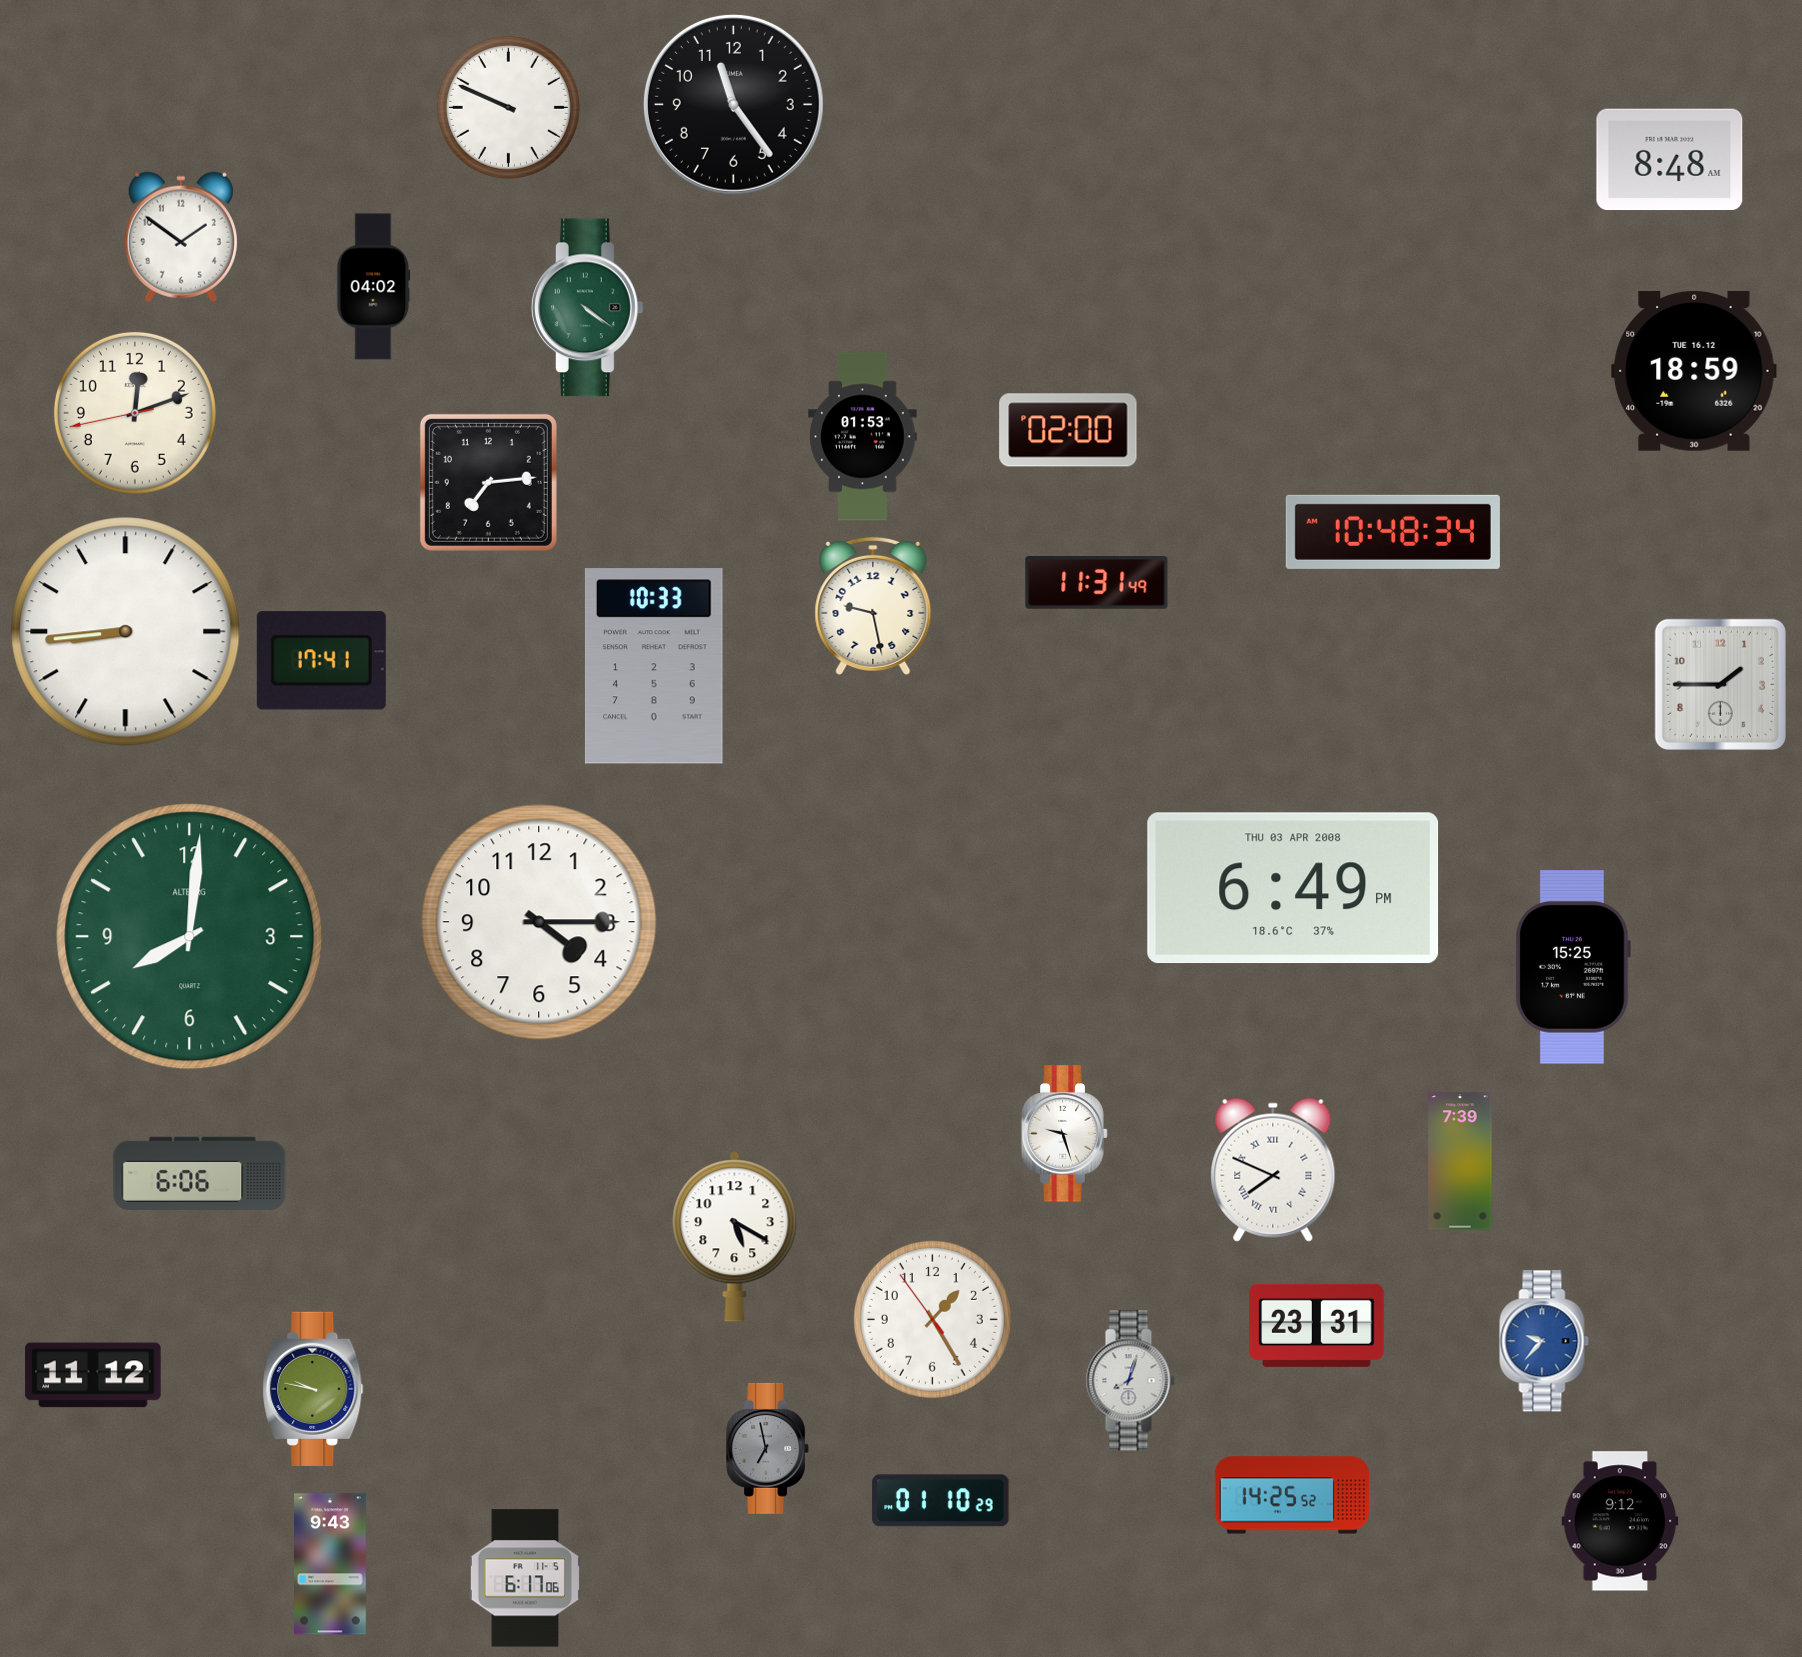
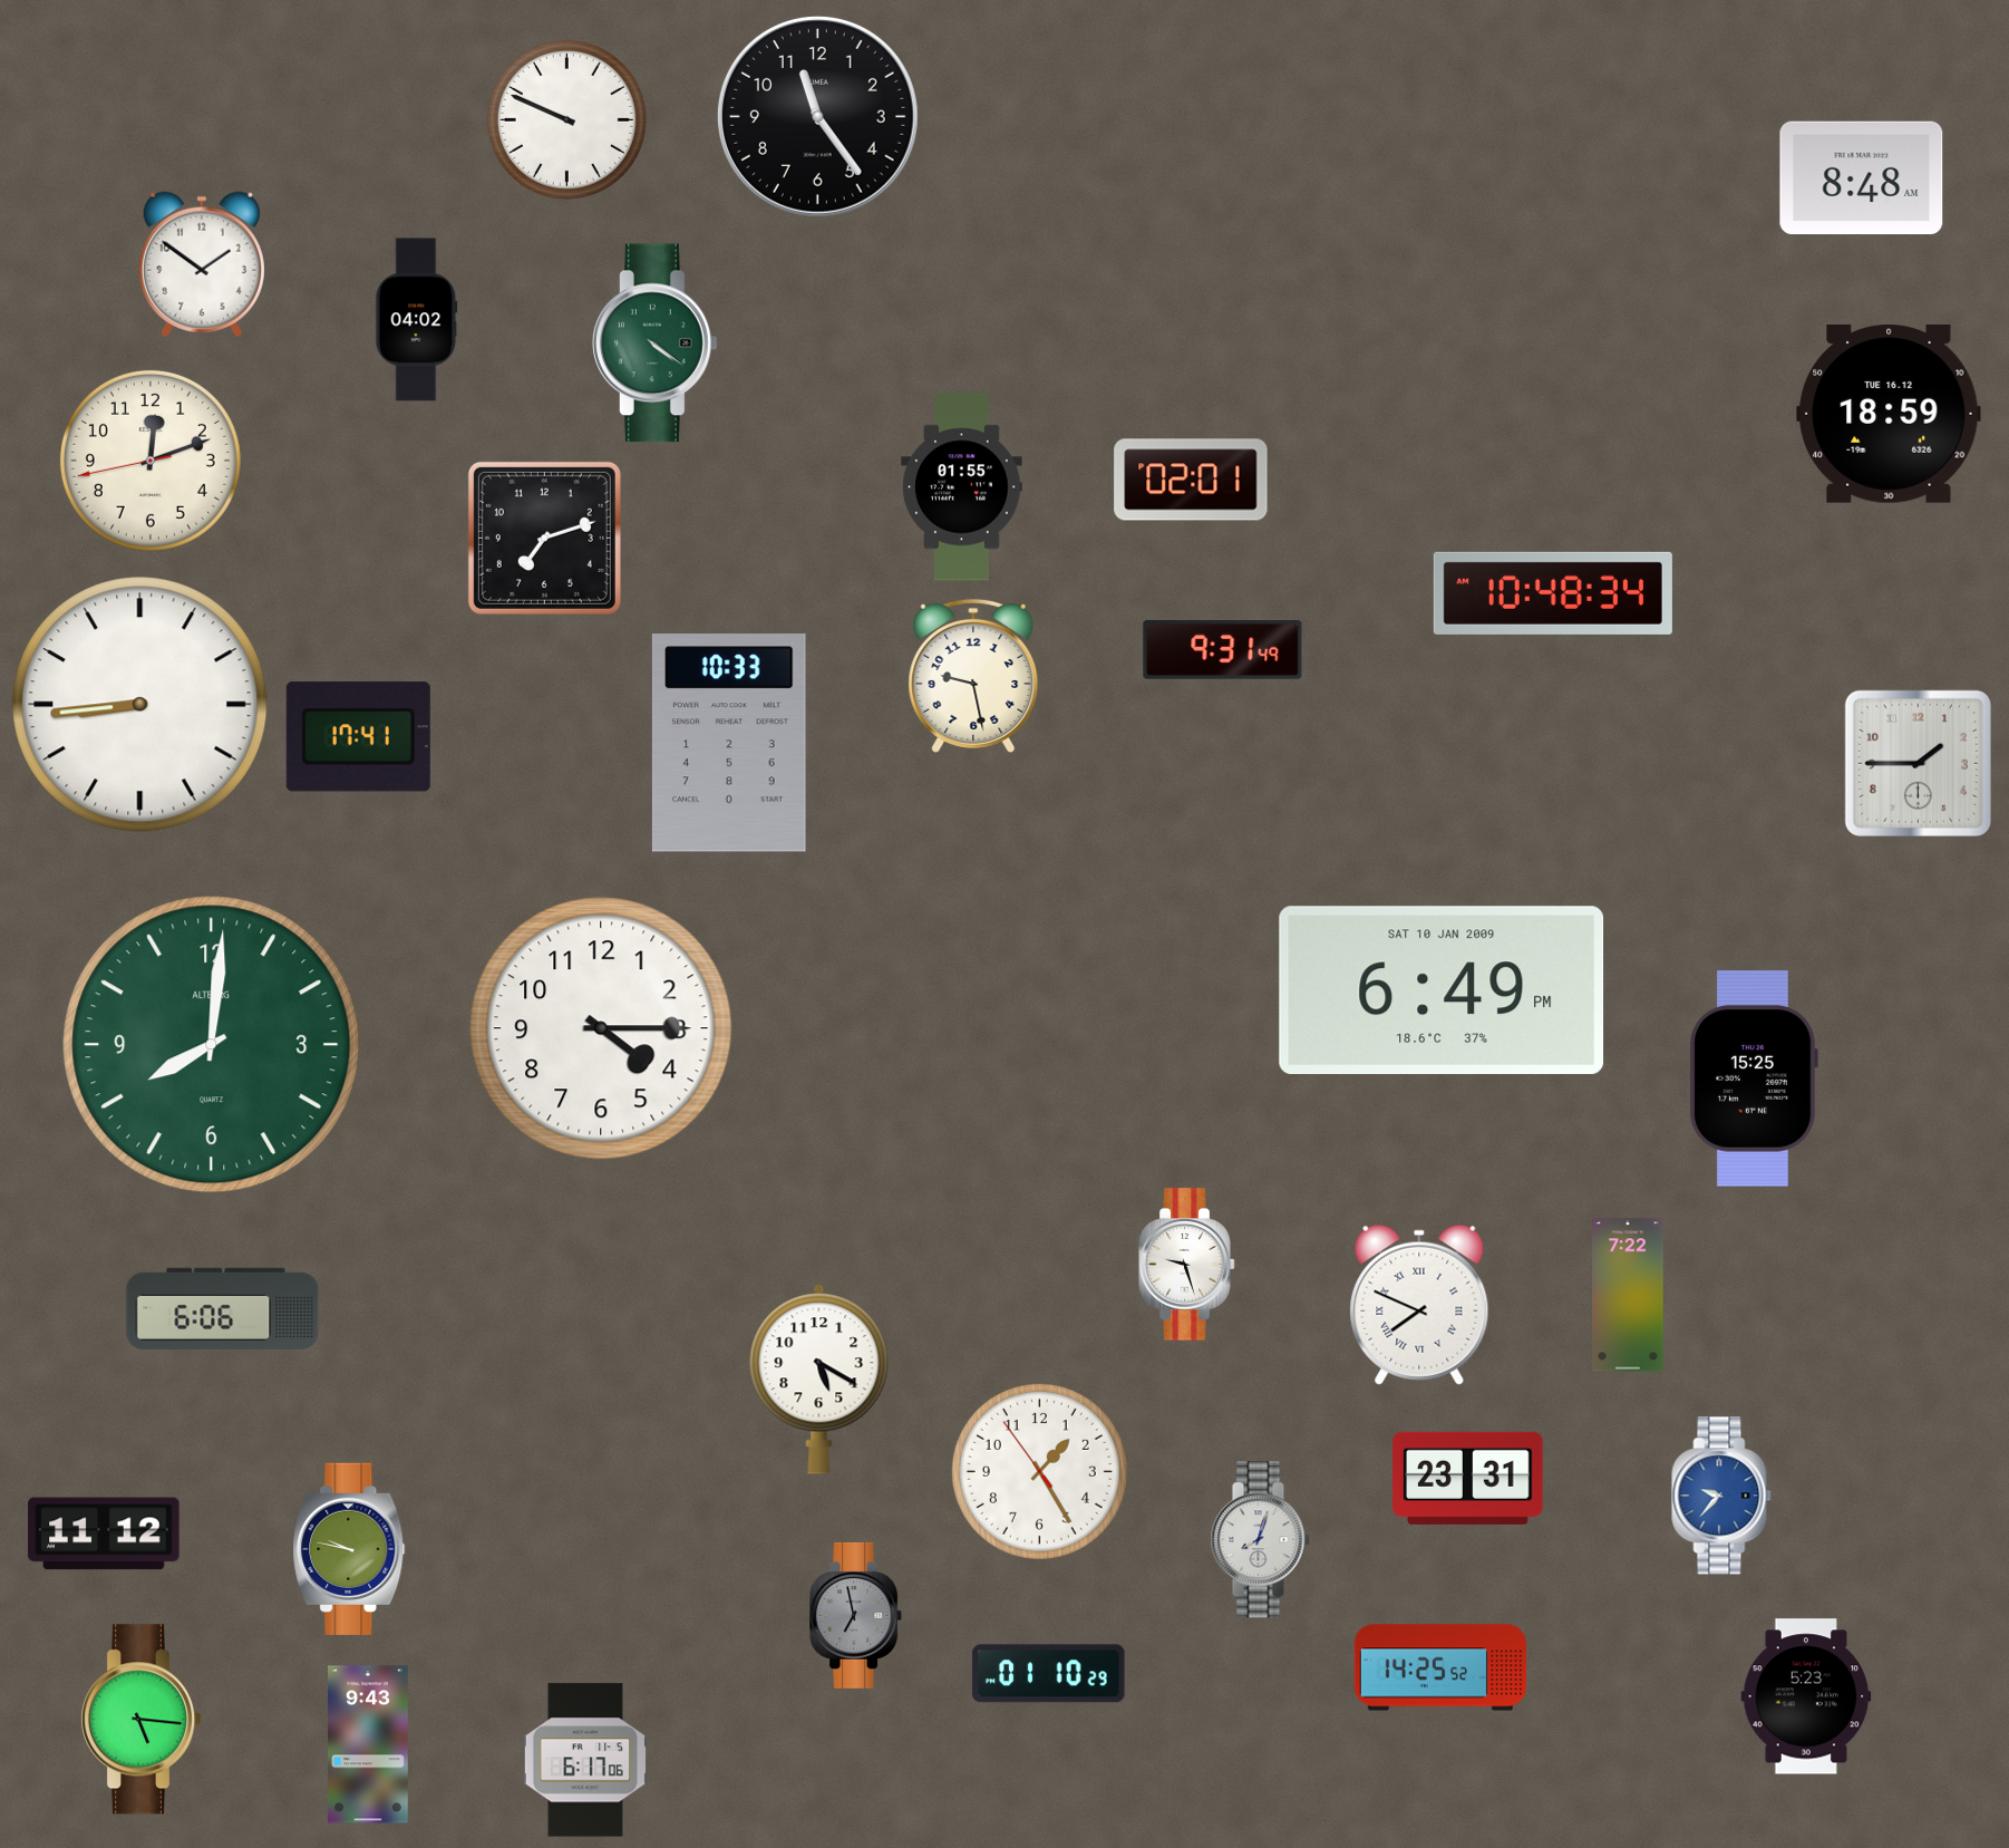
clock at (1068, 430): 02:00 -> 02:01
clock at (863, 437): 01:53 -> 01:55
clock at (488, 482): 7:14 -> 7:12
clock at (1097, 583): 11:31 -> 9:31
clock at (1293, 888) date: THU 03 APR 2008 -> SAT 10 JAN 2009
clock at (1460, 1161): 7:39 -> 7:22
clock at (1620, 1521): 9:12 -> 5:23
clock at (140, 1720): none -> 5:16
